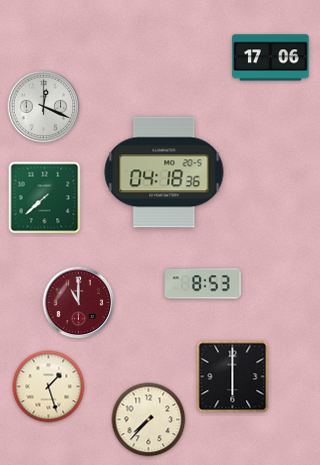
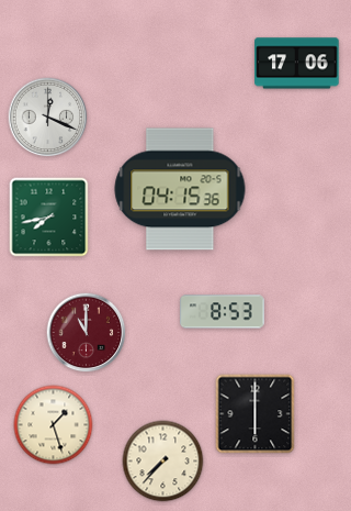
clock at (164, 172): 04:18 -> 04:15
clock at (45, 198): 7:38 -> 7:43
